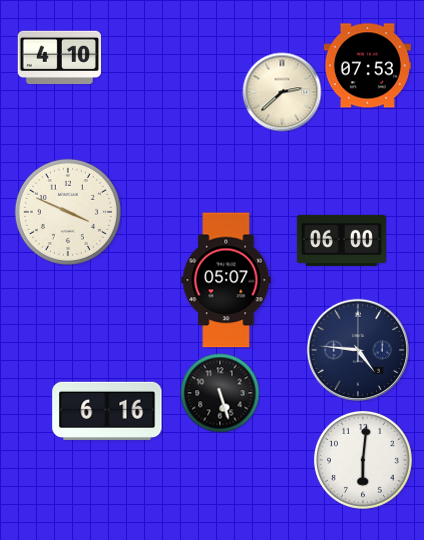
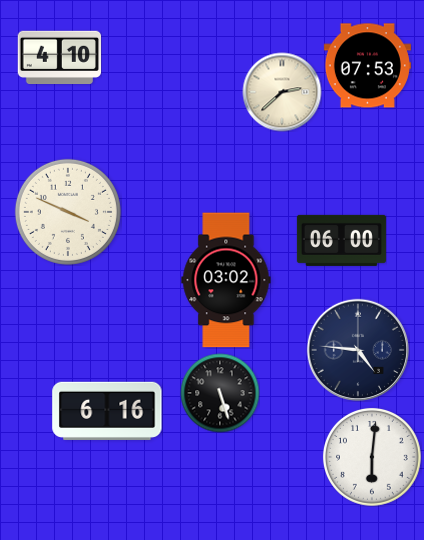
clock at (226, 280): 05:07 -> 03:02
clock at (363, 460) position: (363, 460) -> (372, 457)
